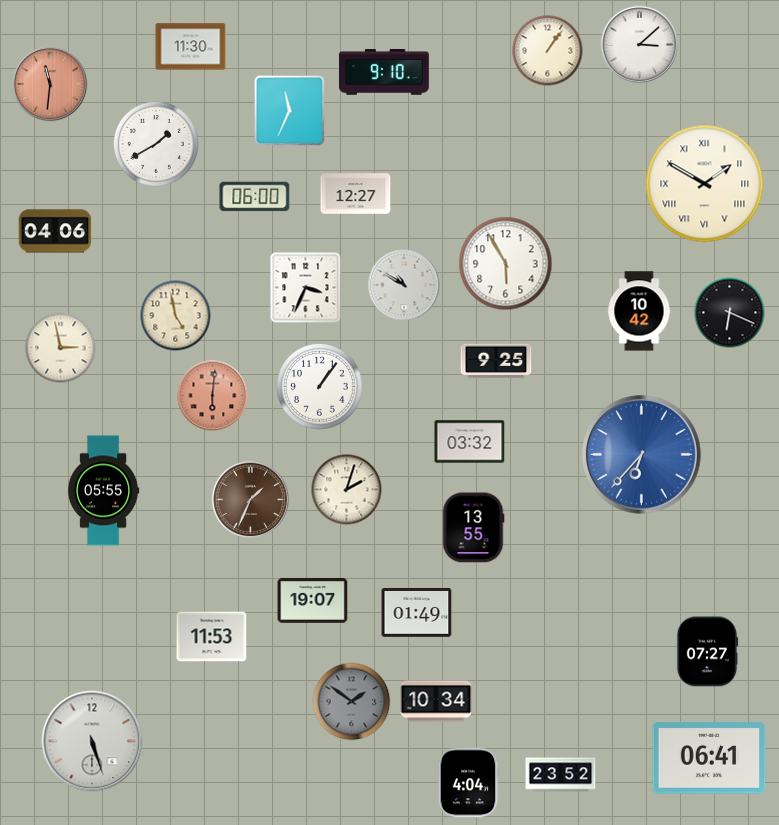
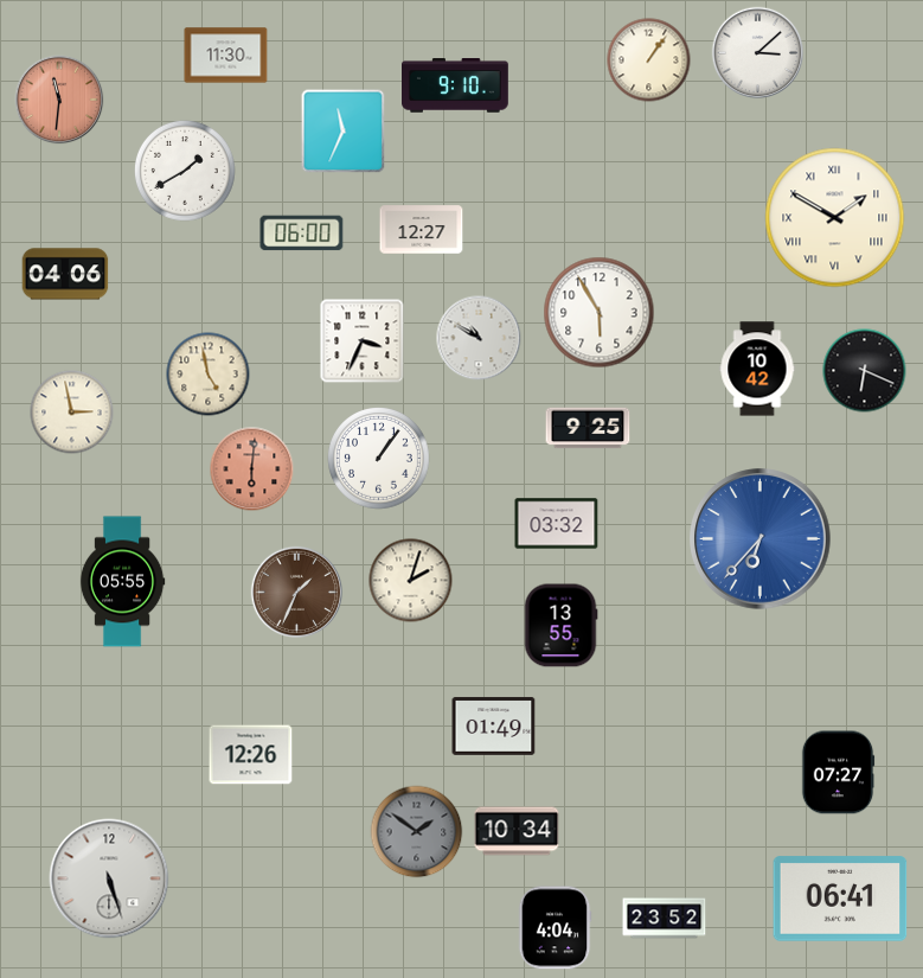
clock at (313, 600): 19:07 -> none
clock at (212, 637): 11:53 -> 12:26
